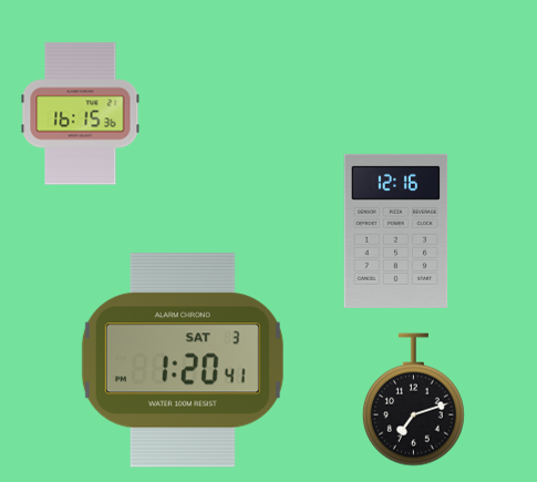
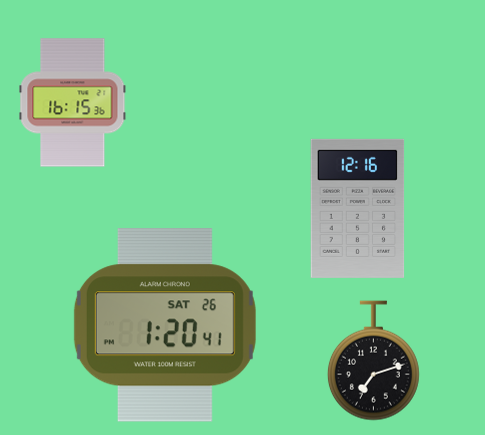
clock at (183, 360) date: SAT 3 -> SAT 26
